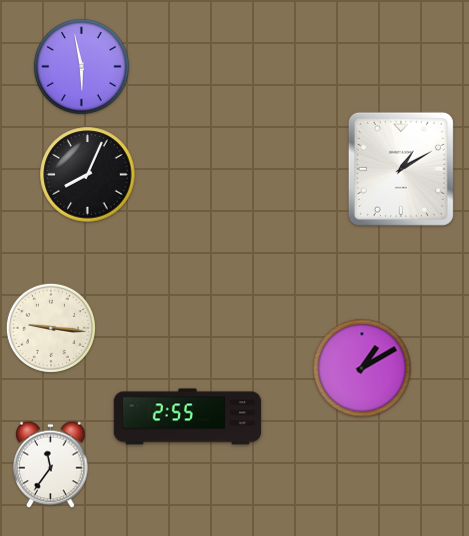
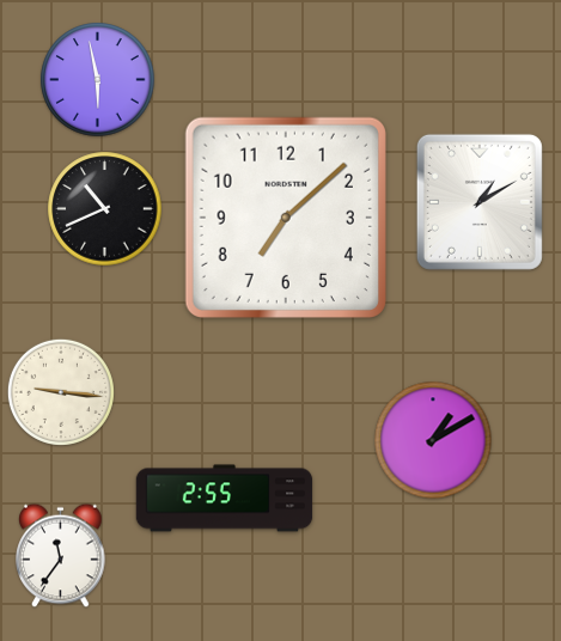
clock at (88, 175): 8:04 -> 10:41
clock at (286, 218): none -> 7:08
